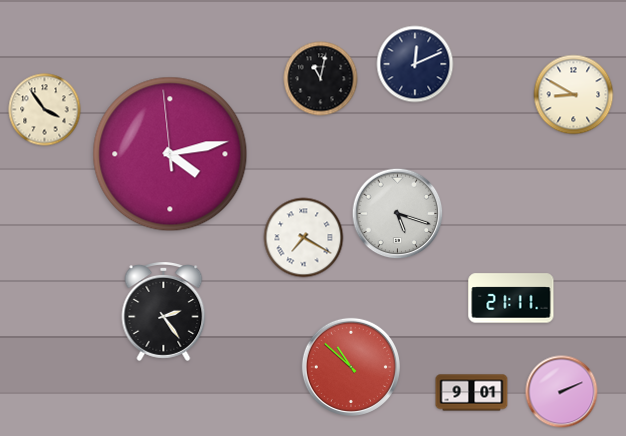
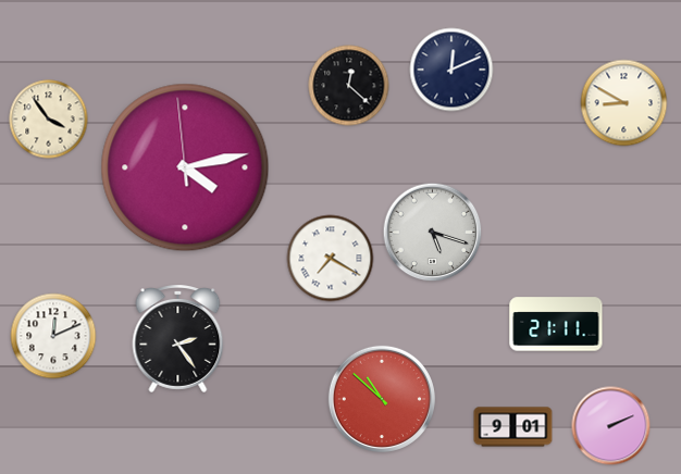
clock at (321, 79): 11:02 -> 12:22
clock at (53, 336): none -> 12:11
